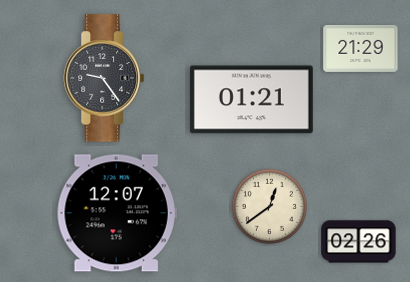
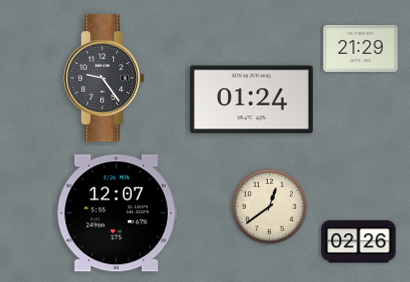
clock at (251, 100): 01:21 -> 01:24
